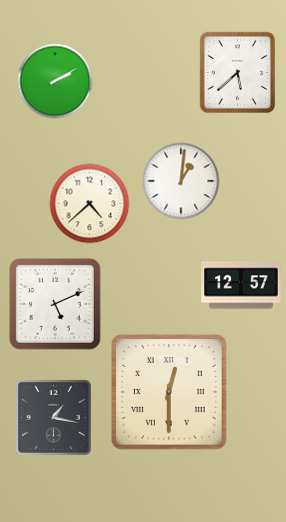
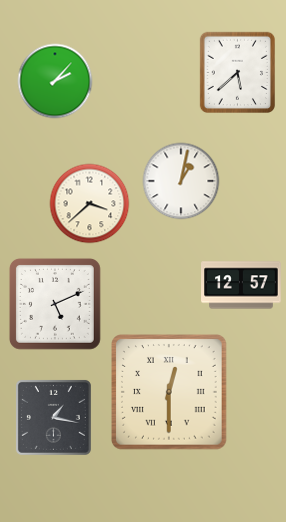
clock at (55, 81): 2:10 -> 2:07
clock at (181, 181): 1:01 -> 1:02
clock at (90, 204): 4:38 -> 3:38
